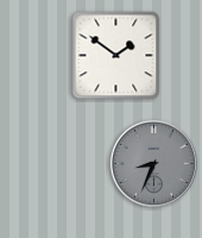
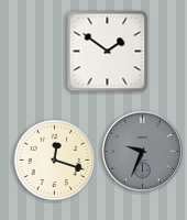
clock at (153, 163): 8:34 -> 9:34
clock at (55, 161): none -> 12:18
